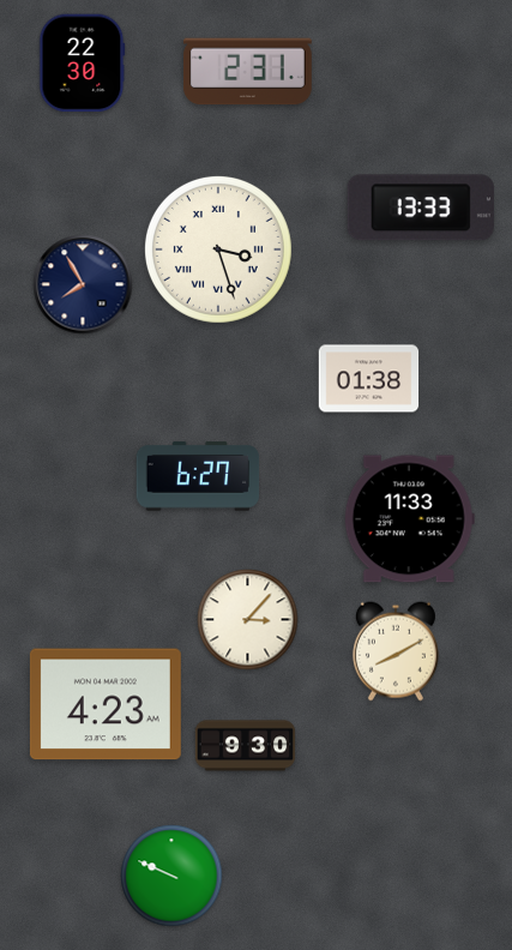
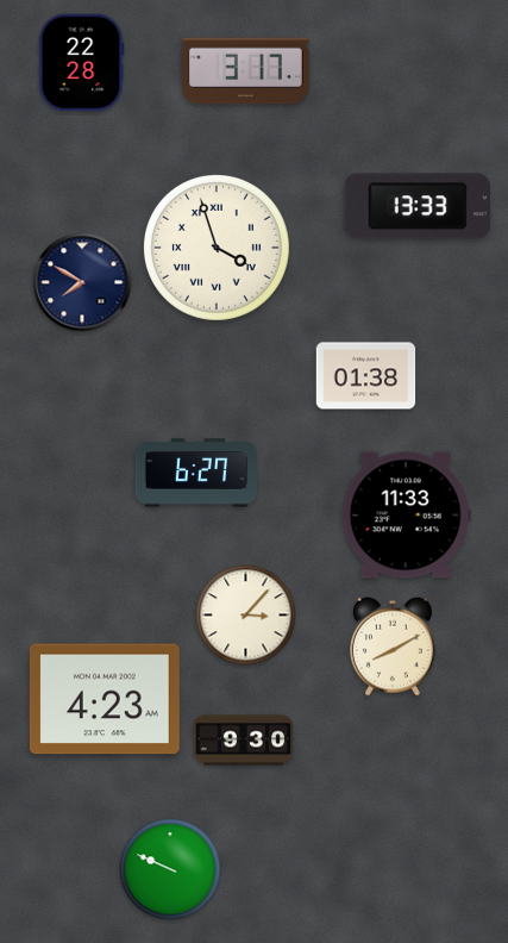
clock at (83, 64): 22:30 -> 22:28
clock at (247, 72): 2:31 -> 3:17
clock at (218, 249): 3:27 -> 3:57
clock at (83, 284): 7:55 -> 7:50
